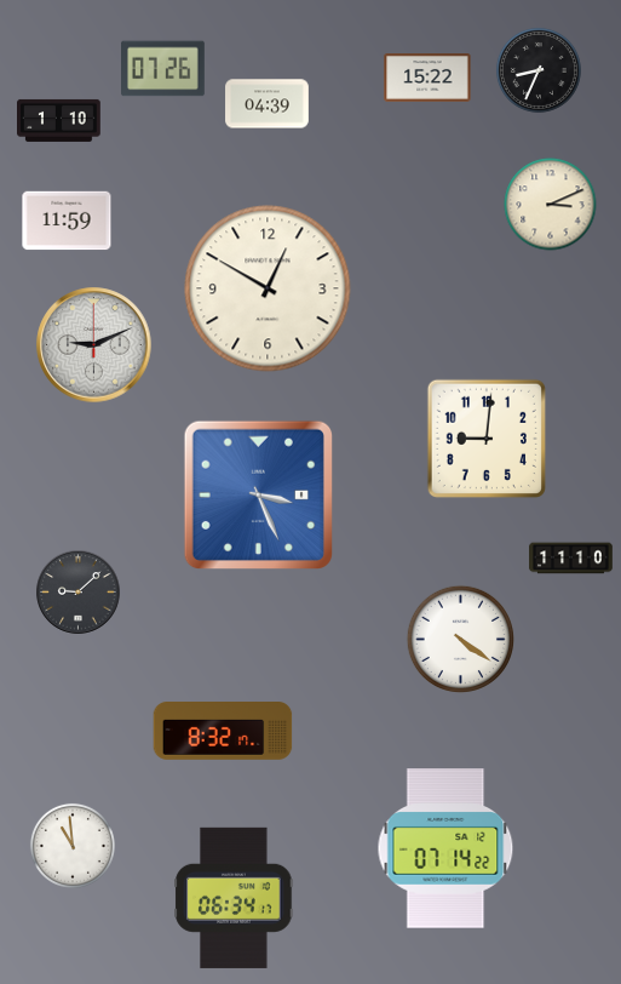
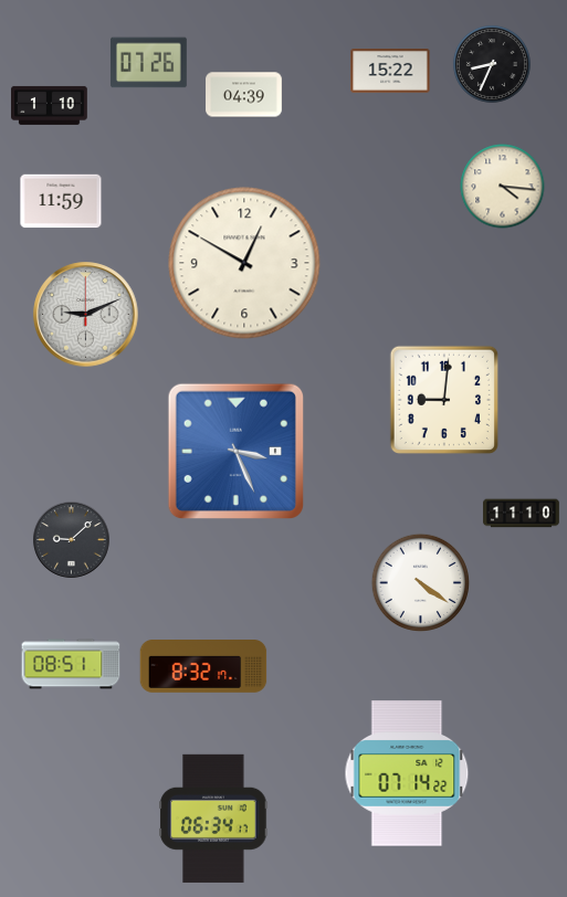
clock at (59, 120) position: (59, 120) -> (50, 105)
clock at (551, 205): 3:11 -> 4:16
clock at (571, 559) position: (571, 559) -> (522, 514)
clock at (71, 664): none -> 08:51
clock at (73, 846): 10:59 -> none
